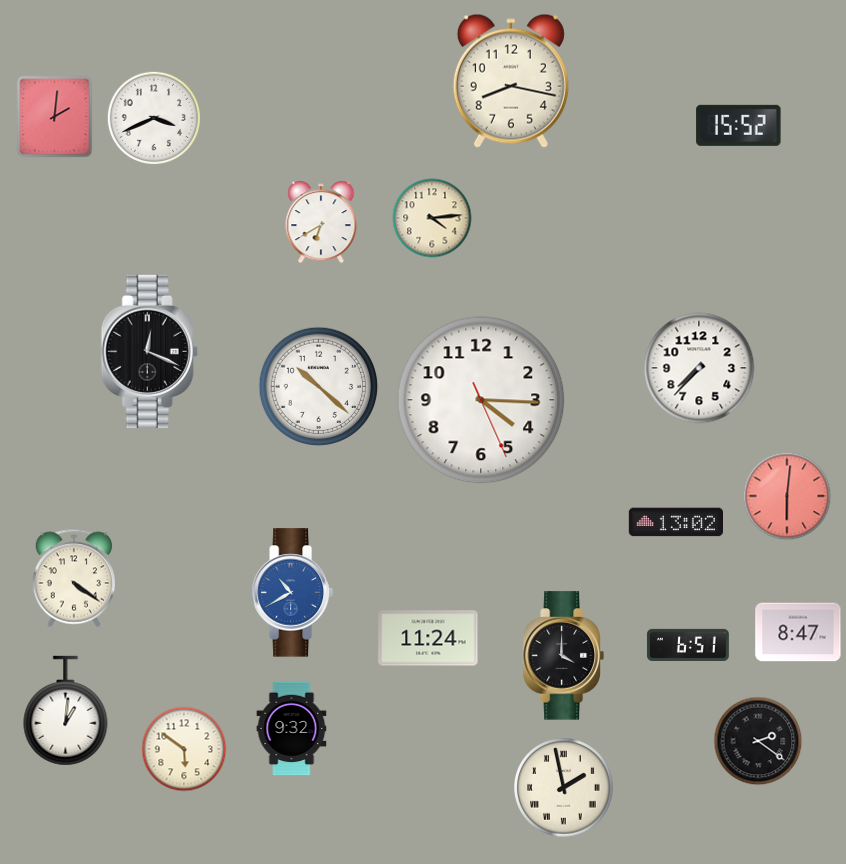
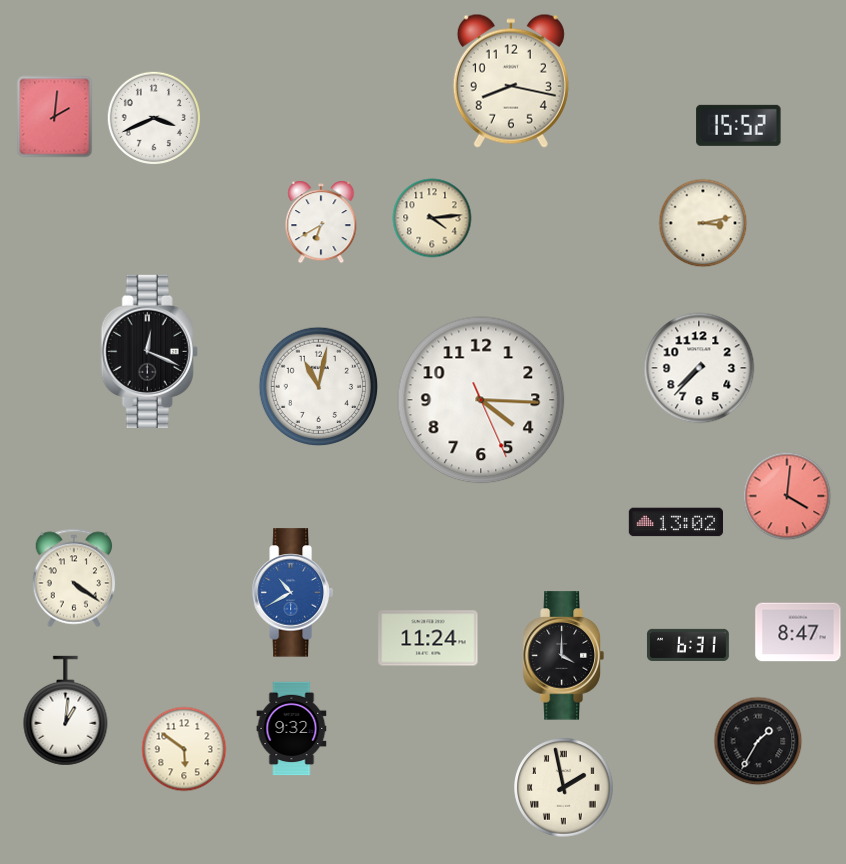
clock at (703, 223): none -> 3:13
clock at (319, 387): 10:22 -> 11:02
clock at (787, 496): 6:01 -> 4:01
clock at (688, 645): 6:51 -> 6:31
clock at (758, 741): 2:21 -> 1:35
